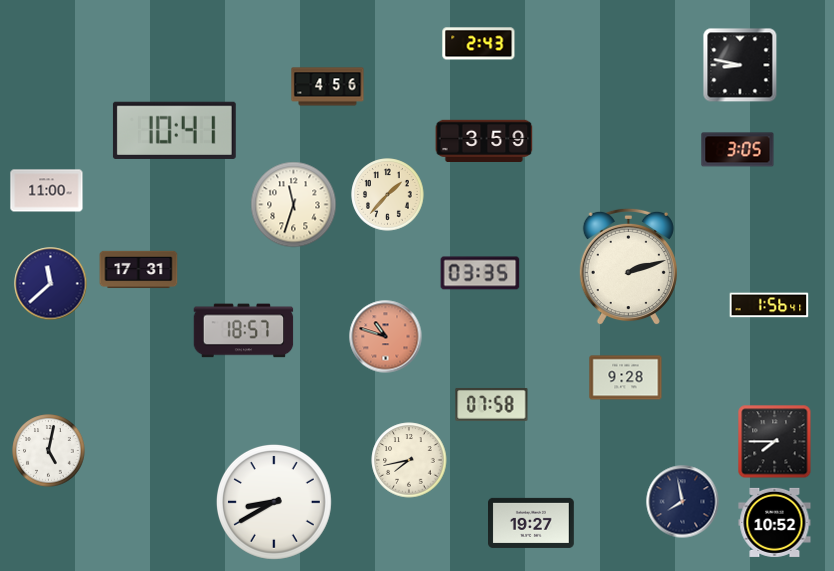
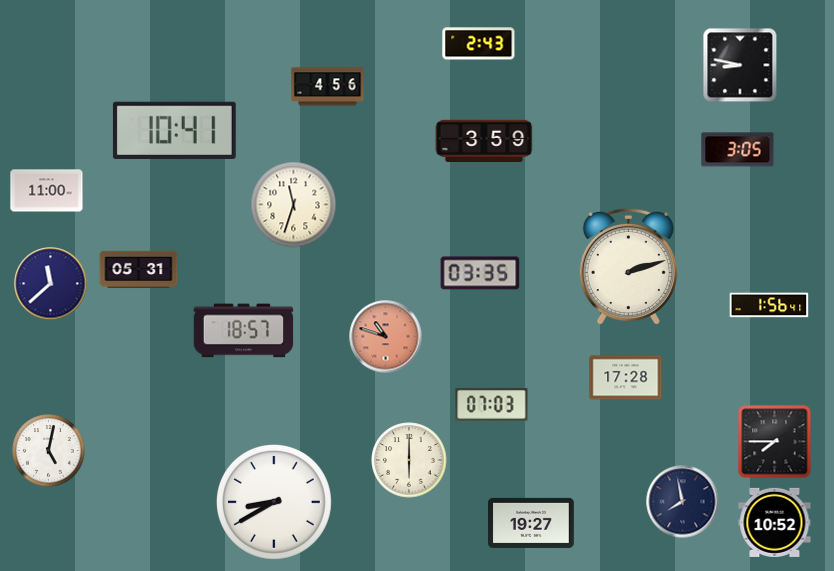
clock at (388, 195): 1:37 -> none
clock at (139, 270): 17:31 -> 05:31
clock at (626, 378): 9:28 -> 17:28
clock at (492, 404): 07:58 -> 07:03
clock at (409, 460): 7:43 -> 6:00
